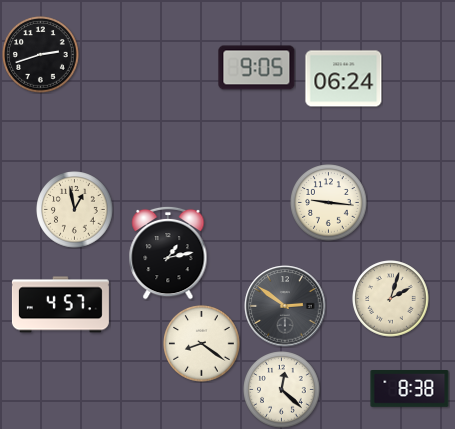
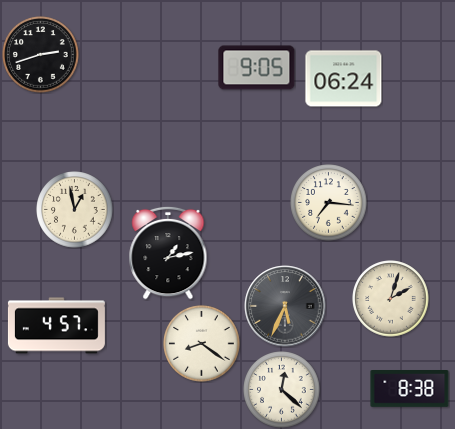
clock at (329, 203): 9:16 -> 7:16
clock at (60, 305) position: (60, 305) -> (56, 326)
clock at (285, 306): 2:51 -> 5:34
